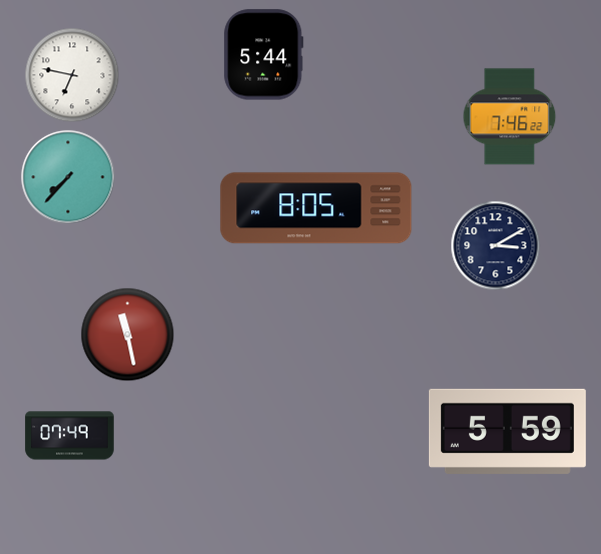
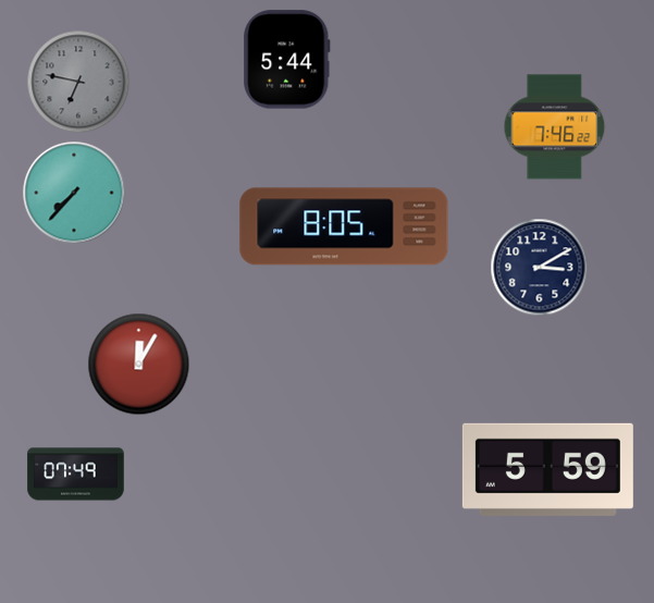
clock at (72, 75) dial: white -> grey
clock at (128, 335): 11:28 -> 12:05
clock at (507, 431) position: (507, 431) -> (547, 469)
